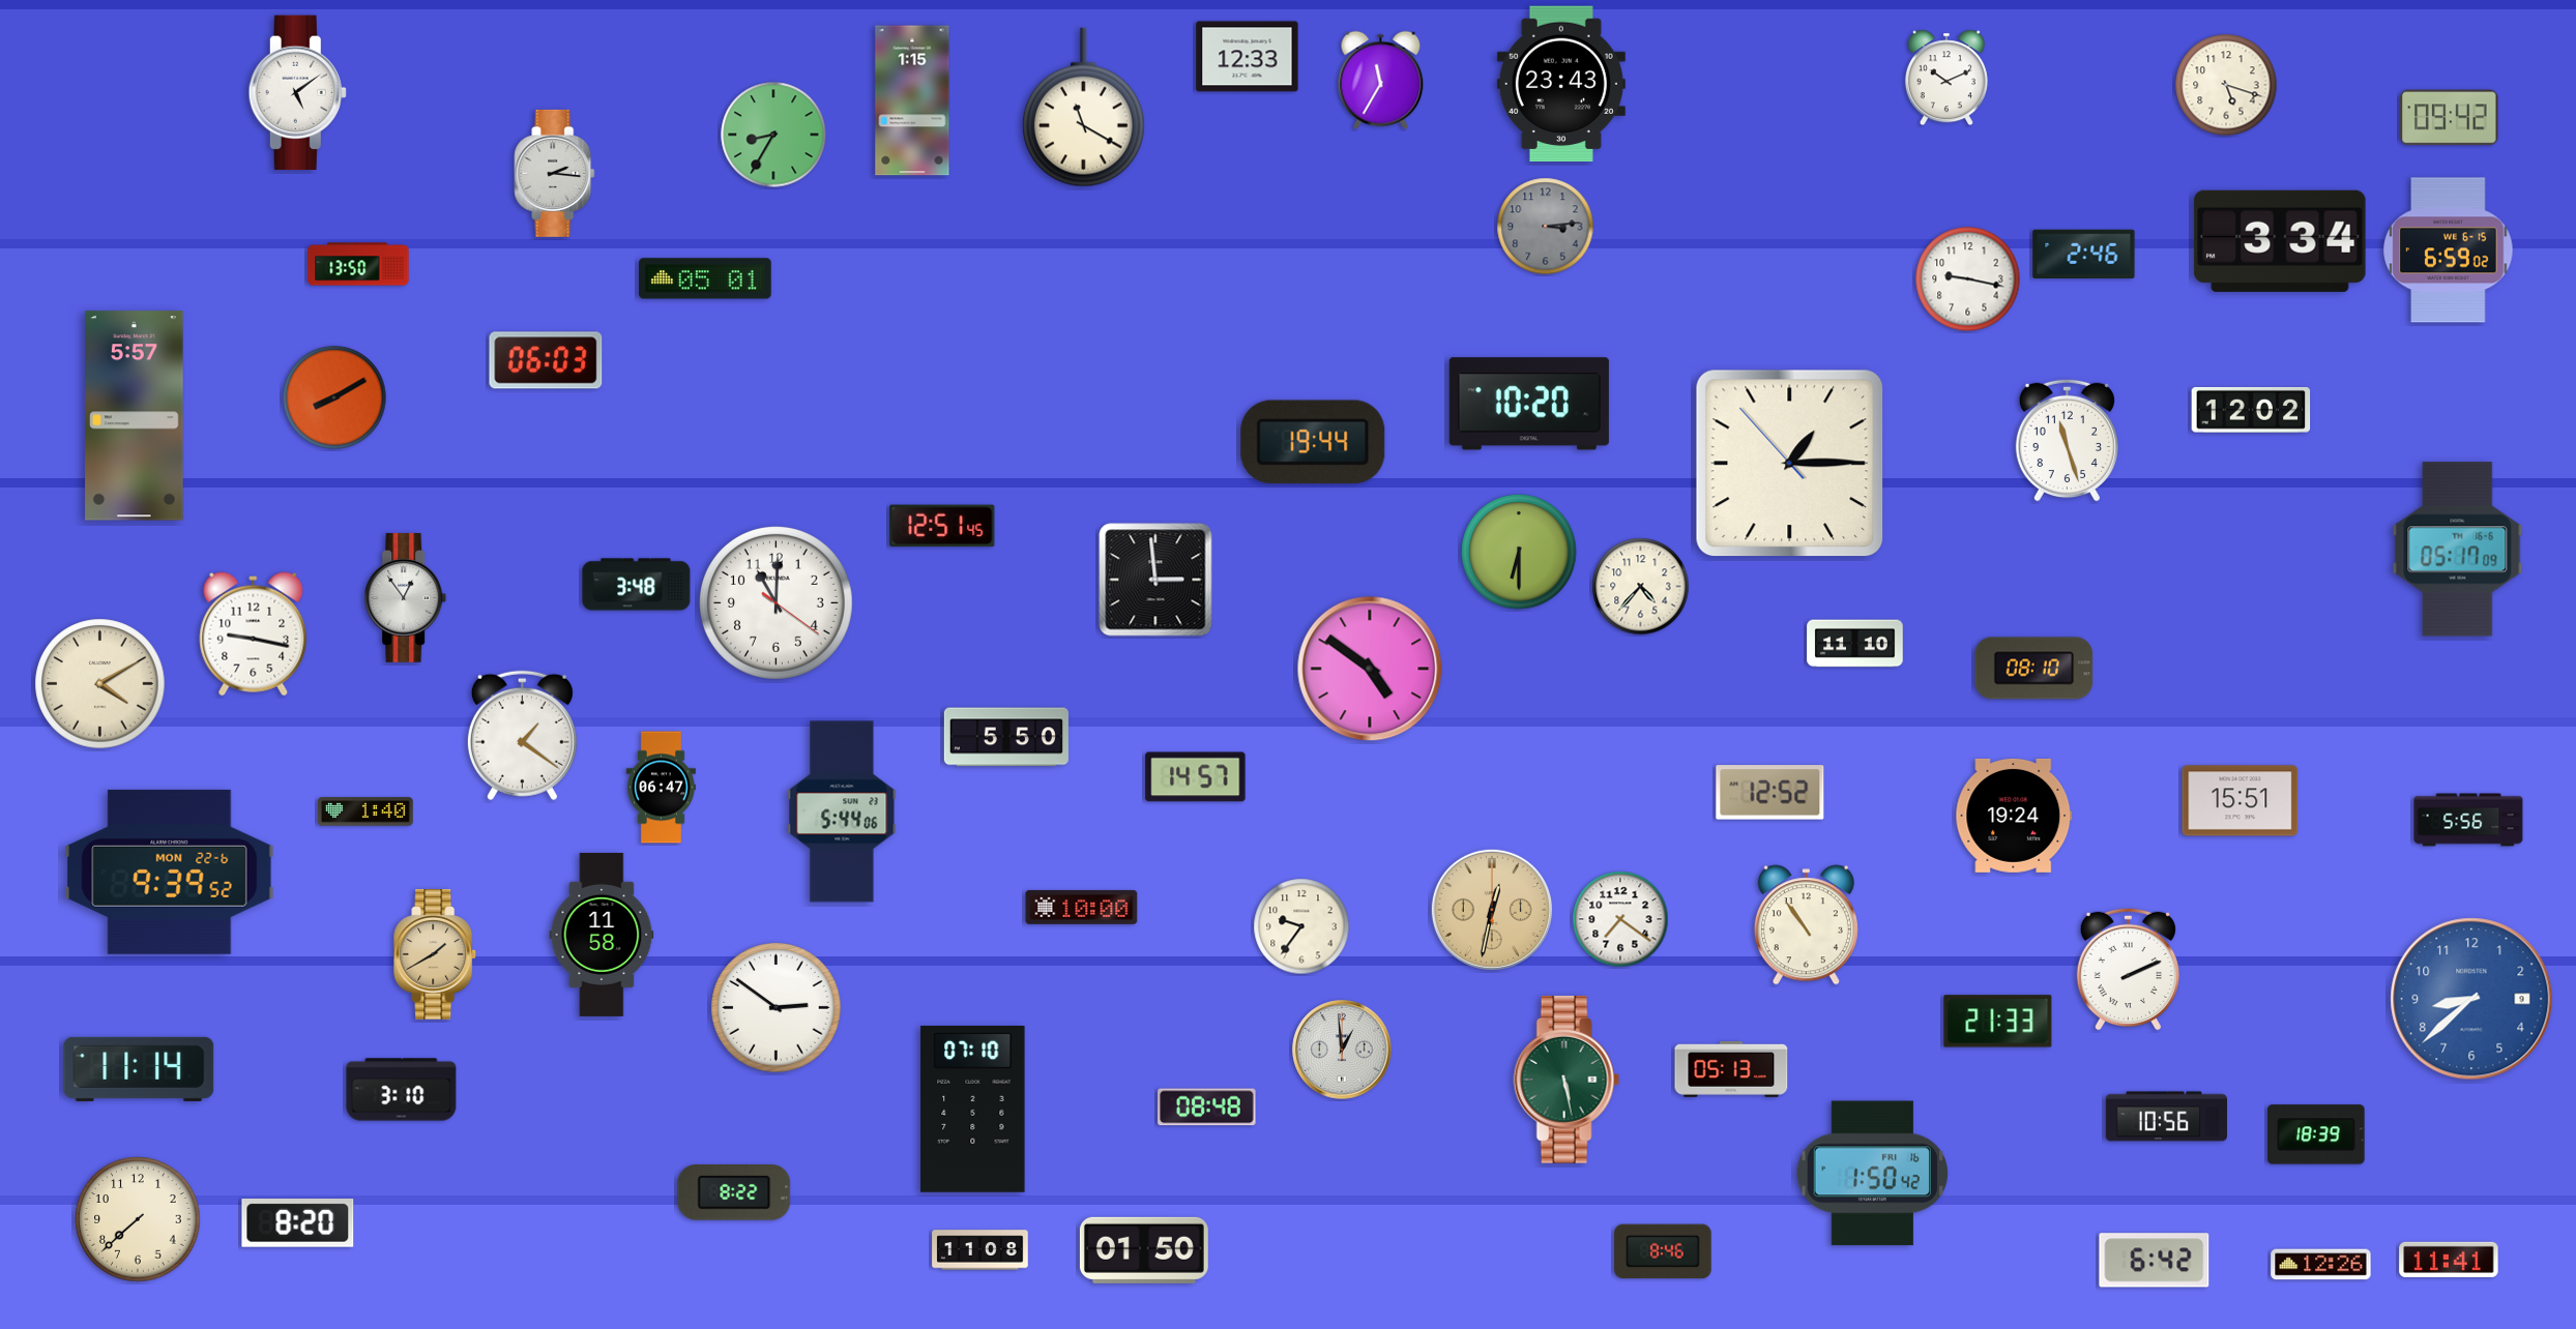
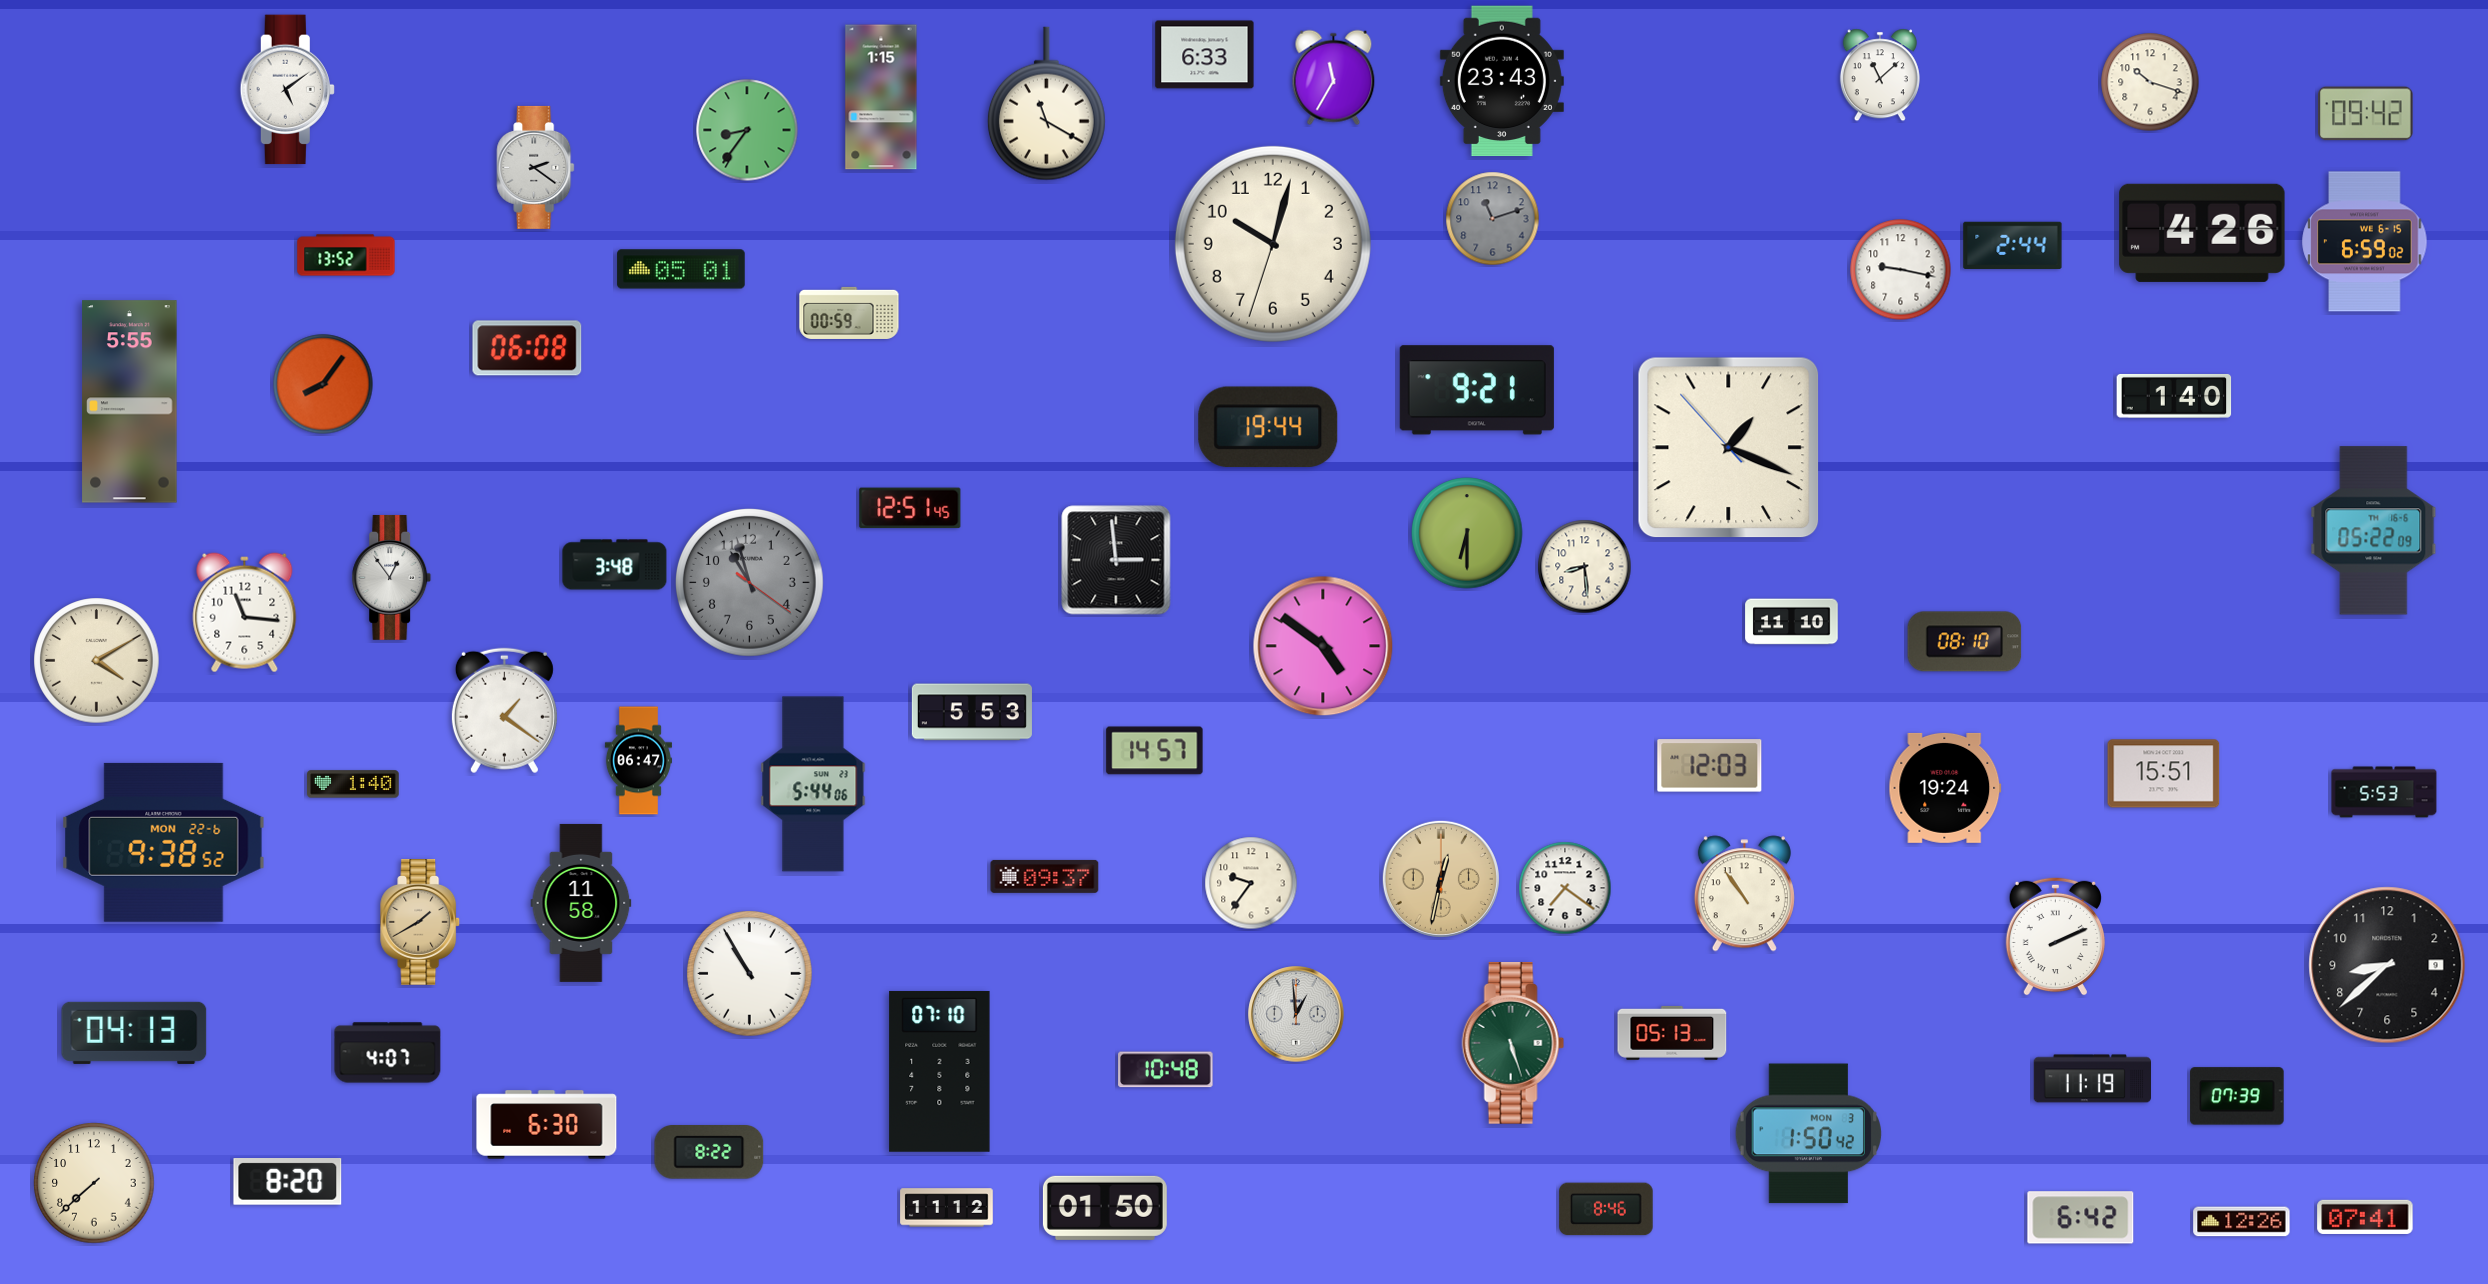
clock at (1248, 57): 12:33 -> 6:33
clock at (1946, 78): 10:11 -> 11:08
clock at (1561, 84) position: (1561, 84) -> (1502, 81)
clock at (2226, 85): 5:18 -> 10:18
clock at (773, 135): 8:35 -> 8:36
clock at (555, 173): 2:16 -> 2:21
clock at (1546, 227): 3:14 -> 11:12
clock at (2280, 241): 3:34 -> 4:26
clock at (1273, 244): none -> 10:02
clock at (2084, 254): 2:46 -> 2:44
clock at (358, 264): 13:50 -> 13:52
clock at (849, 313): none -> 00:59
clock at (546, 360): 06:03 -> 06:08
clock at (334, 397): 8:10 -> 8:06
clock at (1529, 404): 10:20 -> 9:21
clock at (2251, 410): 12:02 -> 1:40
clock at (135, 416): 5:57 -> 5:55
clock at (2067, 440): 11:27 -> none
clock at (1790, 464): 1:14 -> 1:18
clock at (2458, 550): 05:17 -> 05:22
clock at (1641, 587): 4:37 -> 8:29
clock at (777, 603): 11:00 -> 10:57
clock at (777, 603) dial: white -> grey
clock at (254, 634): 9:17 -> 11:16
clock at (2035, 669) position: (2035, 669) -> (1965, 642)
clock at (1006, 737): 5:50 -> 5:53
clock at (1770, 793): 12:52 -> 12:03
clock at (2468, 820): 5:56 -> 5:53
clock at (170, 872): 9:39 -> 9:38
clock at (1082, 907): 10:00 -> 09:37
clock at (1301, 926) position: (1301, 926) -> (1251, 883)
clock at (2471, 999) dial: blue -> black
clock at (777, 1008): 2:51 -> 10:55
clock at (1998, 1022): 21:33 -> none
clock at (139, 1069): 11:14 -> 04:13
clock at (1567, 1081): 5:28 -> 5:27
clock at (402, 1090): 3:10 -> 4:07
clock at (1207, 1107): 08:48 -> 10:48
clock at (2166, 1117): 10:56 -> 11:19
clock at (2316, 1134): 18:39 -> 07:39
clock at (547, 1125): none -> 6:30
clock at (1872, 1174) date: FRI 16 -> MON 3
clock at (138, 1219) position: (138, 1219) -> (94, 1183)
clock at (980, 1250): 11:08 -> 11:12
clock at (2449, 1260): 11:41 -> 07:41
